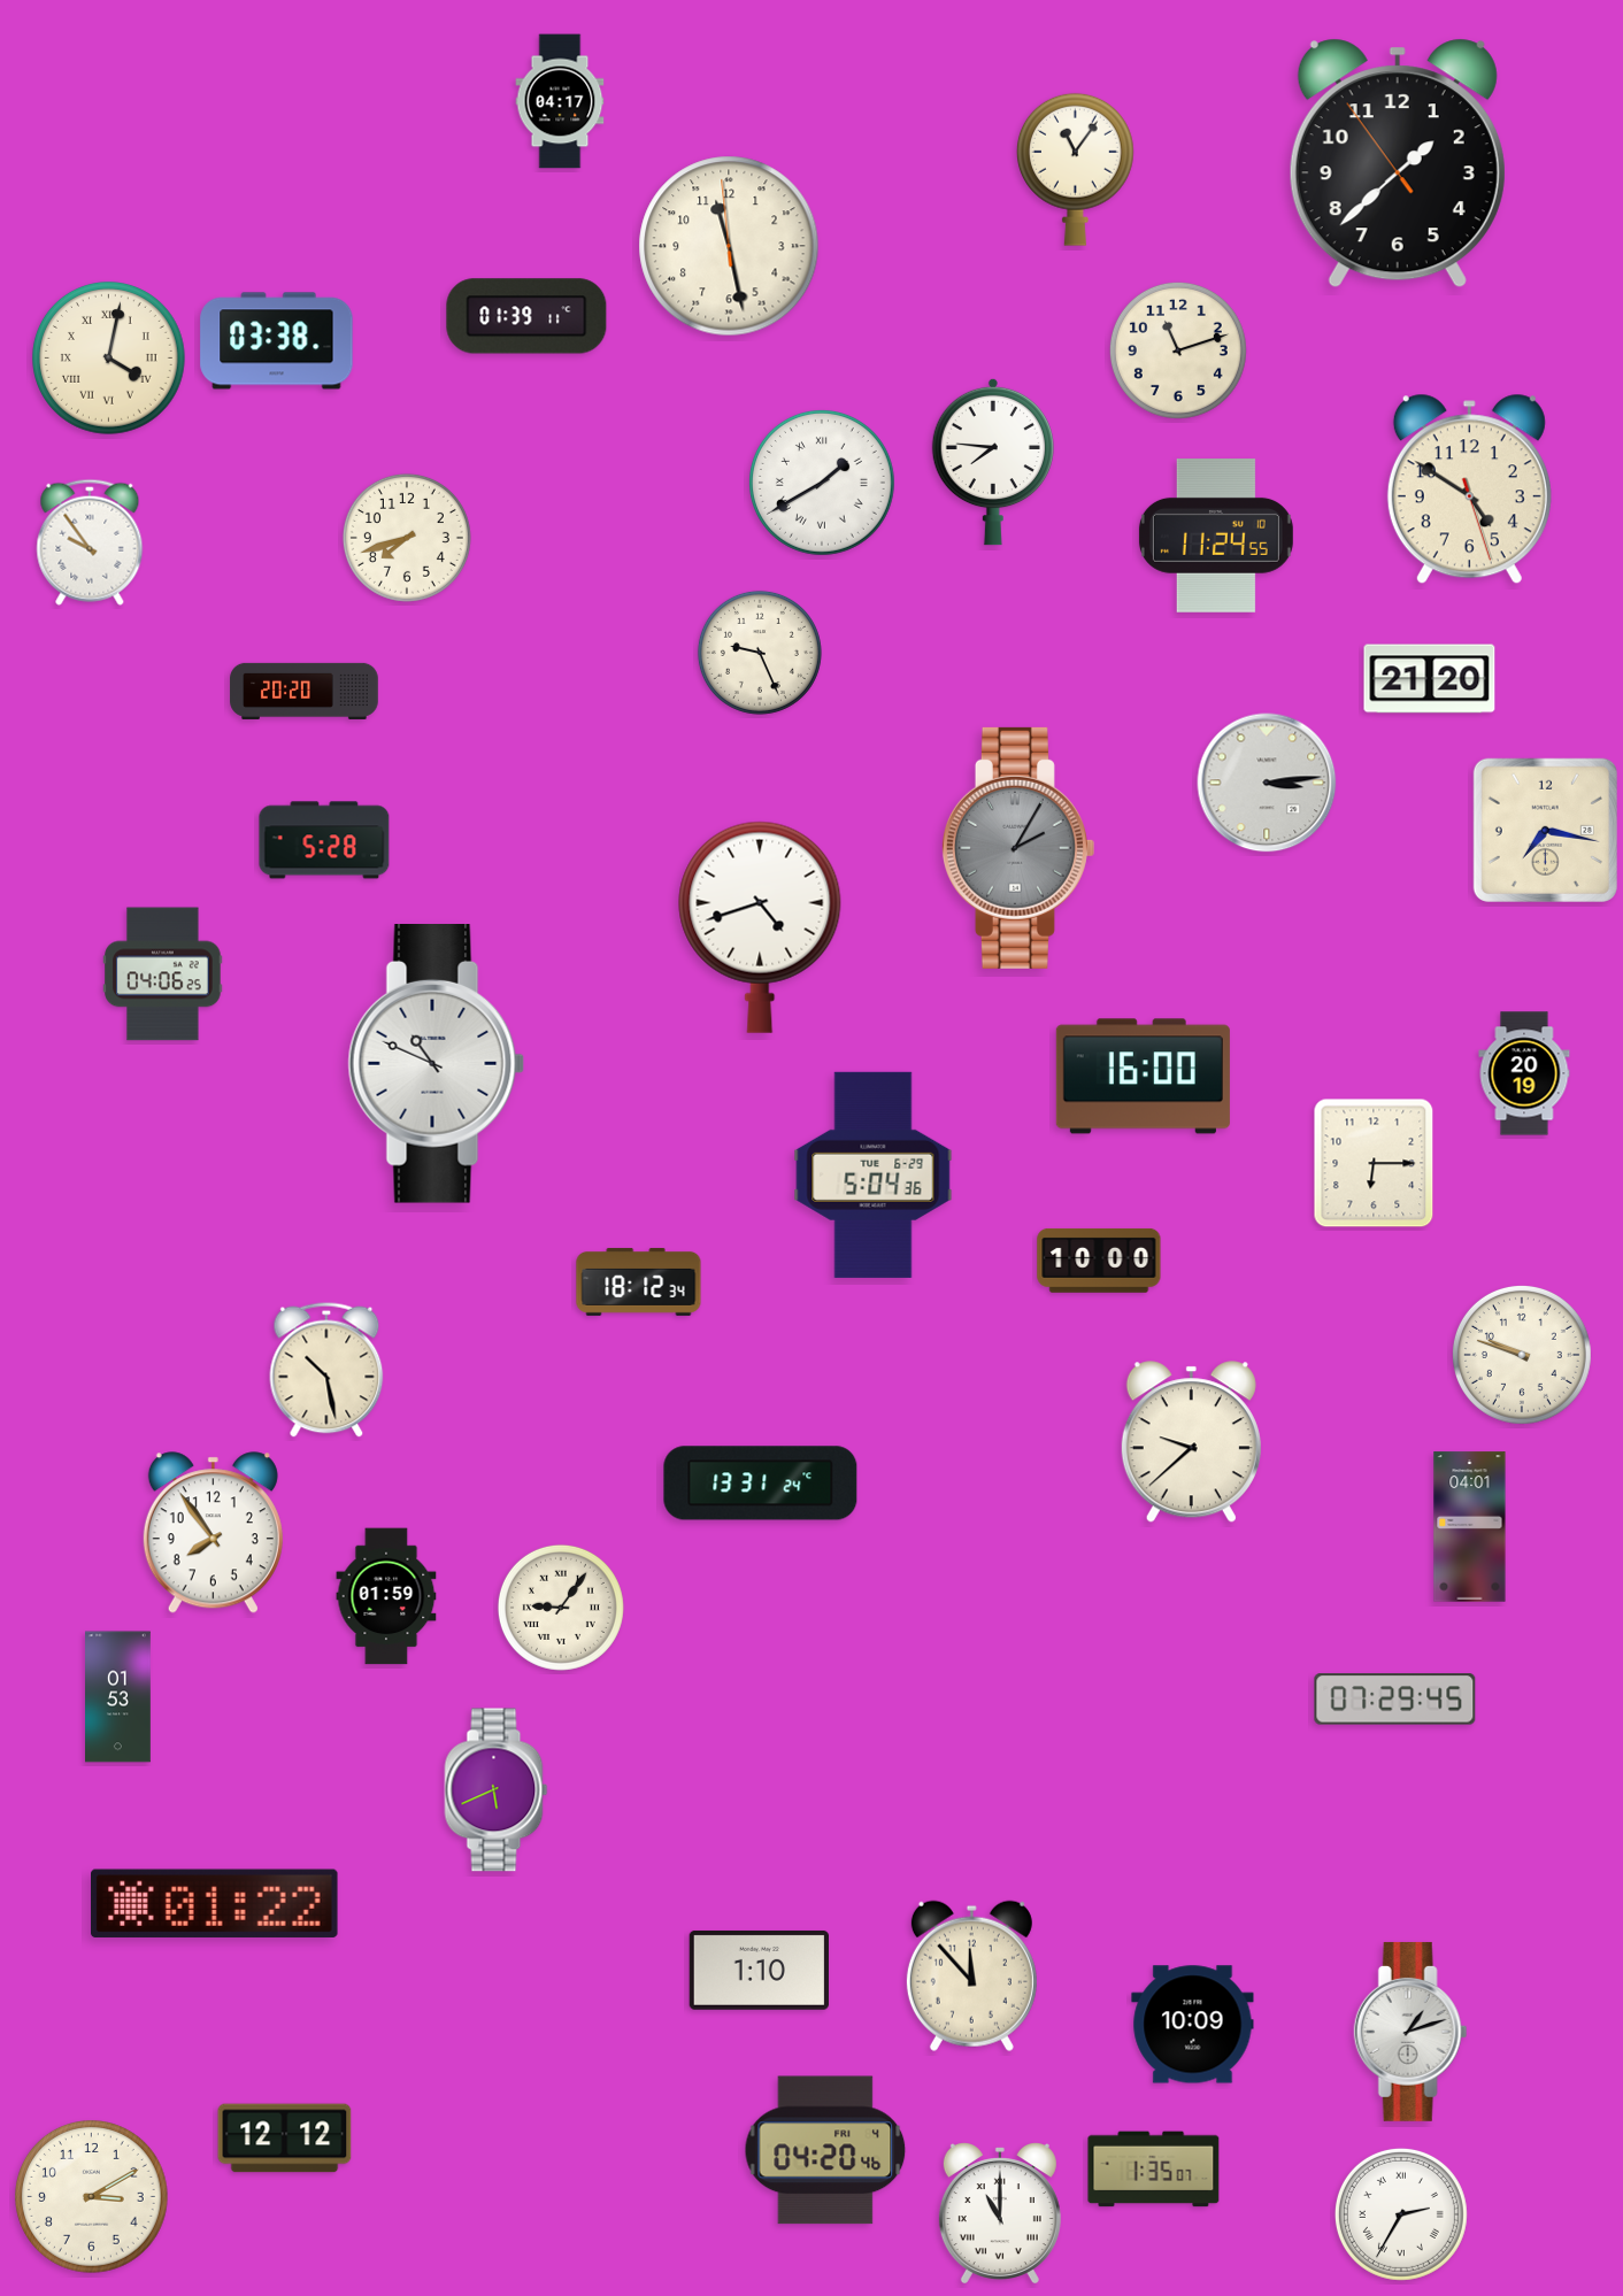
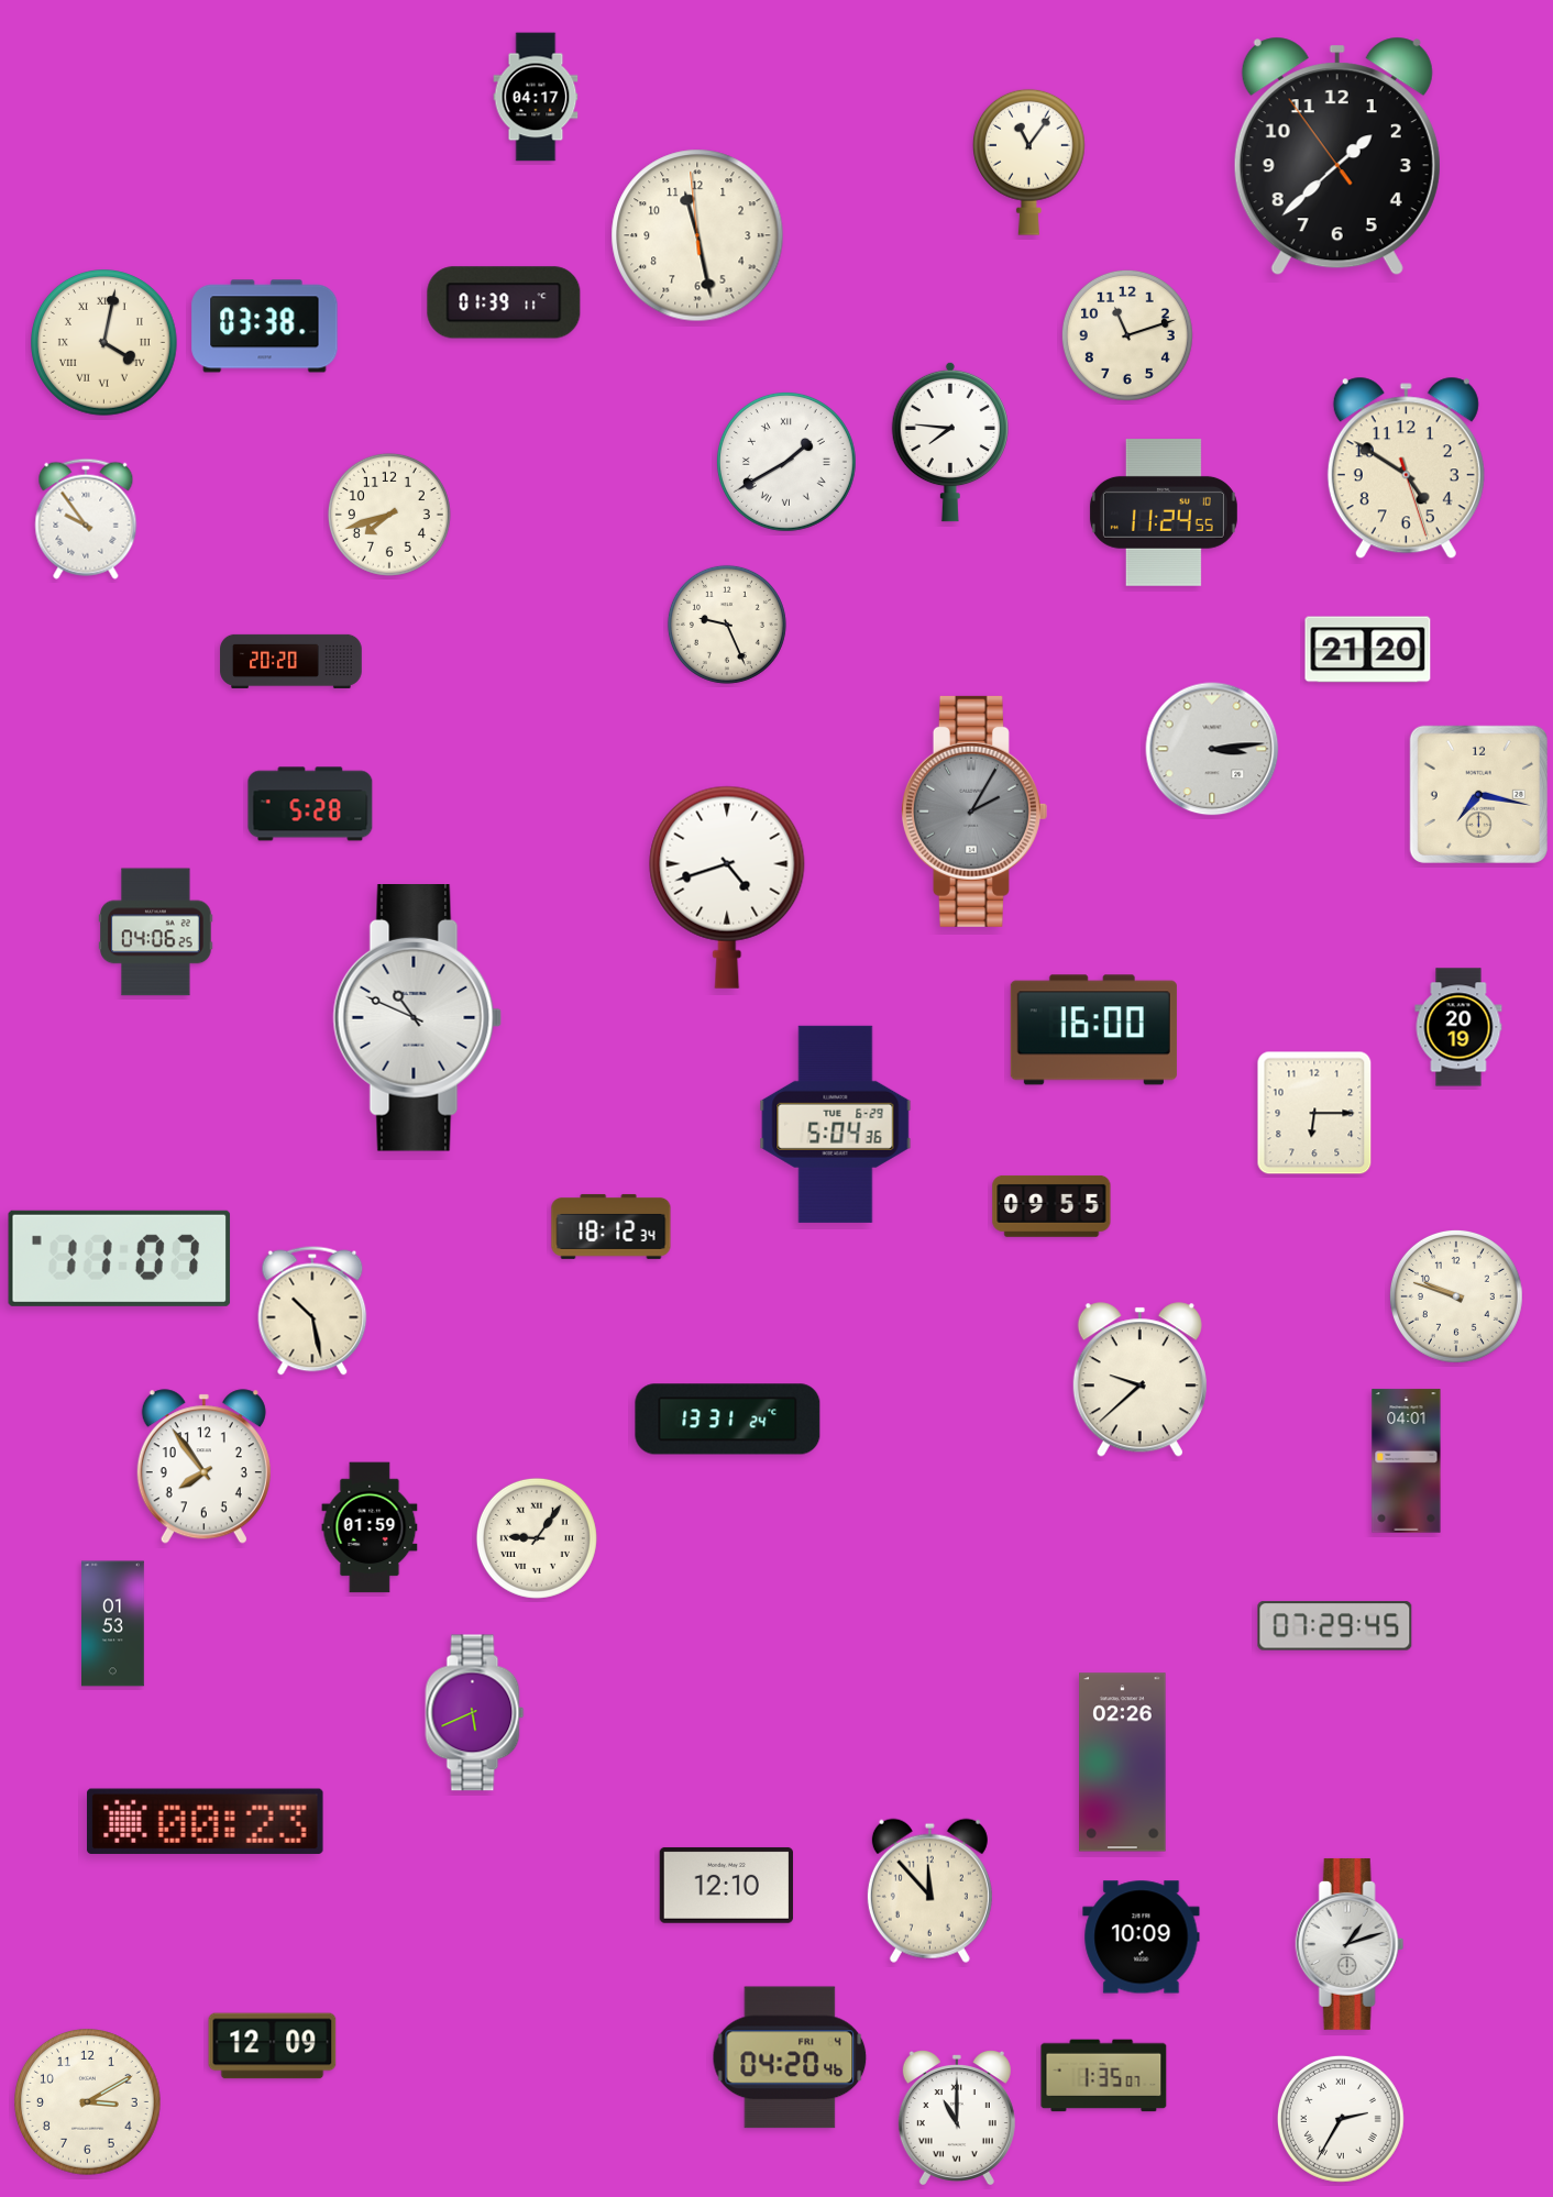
clock at (1099, 1261): 10:00 -> 09:55
clock at (120, 1258): none -> 11:07
clock at (1123, 1763): none -> 02:26
clock at (215, 1903): 01:22 -> 00:23
clock at (759, 1970): 1:10 -> 12:10
clock at (285, 2139): 12:12 -> 12:09
